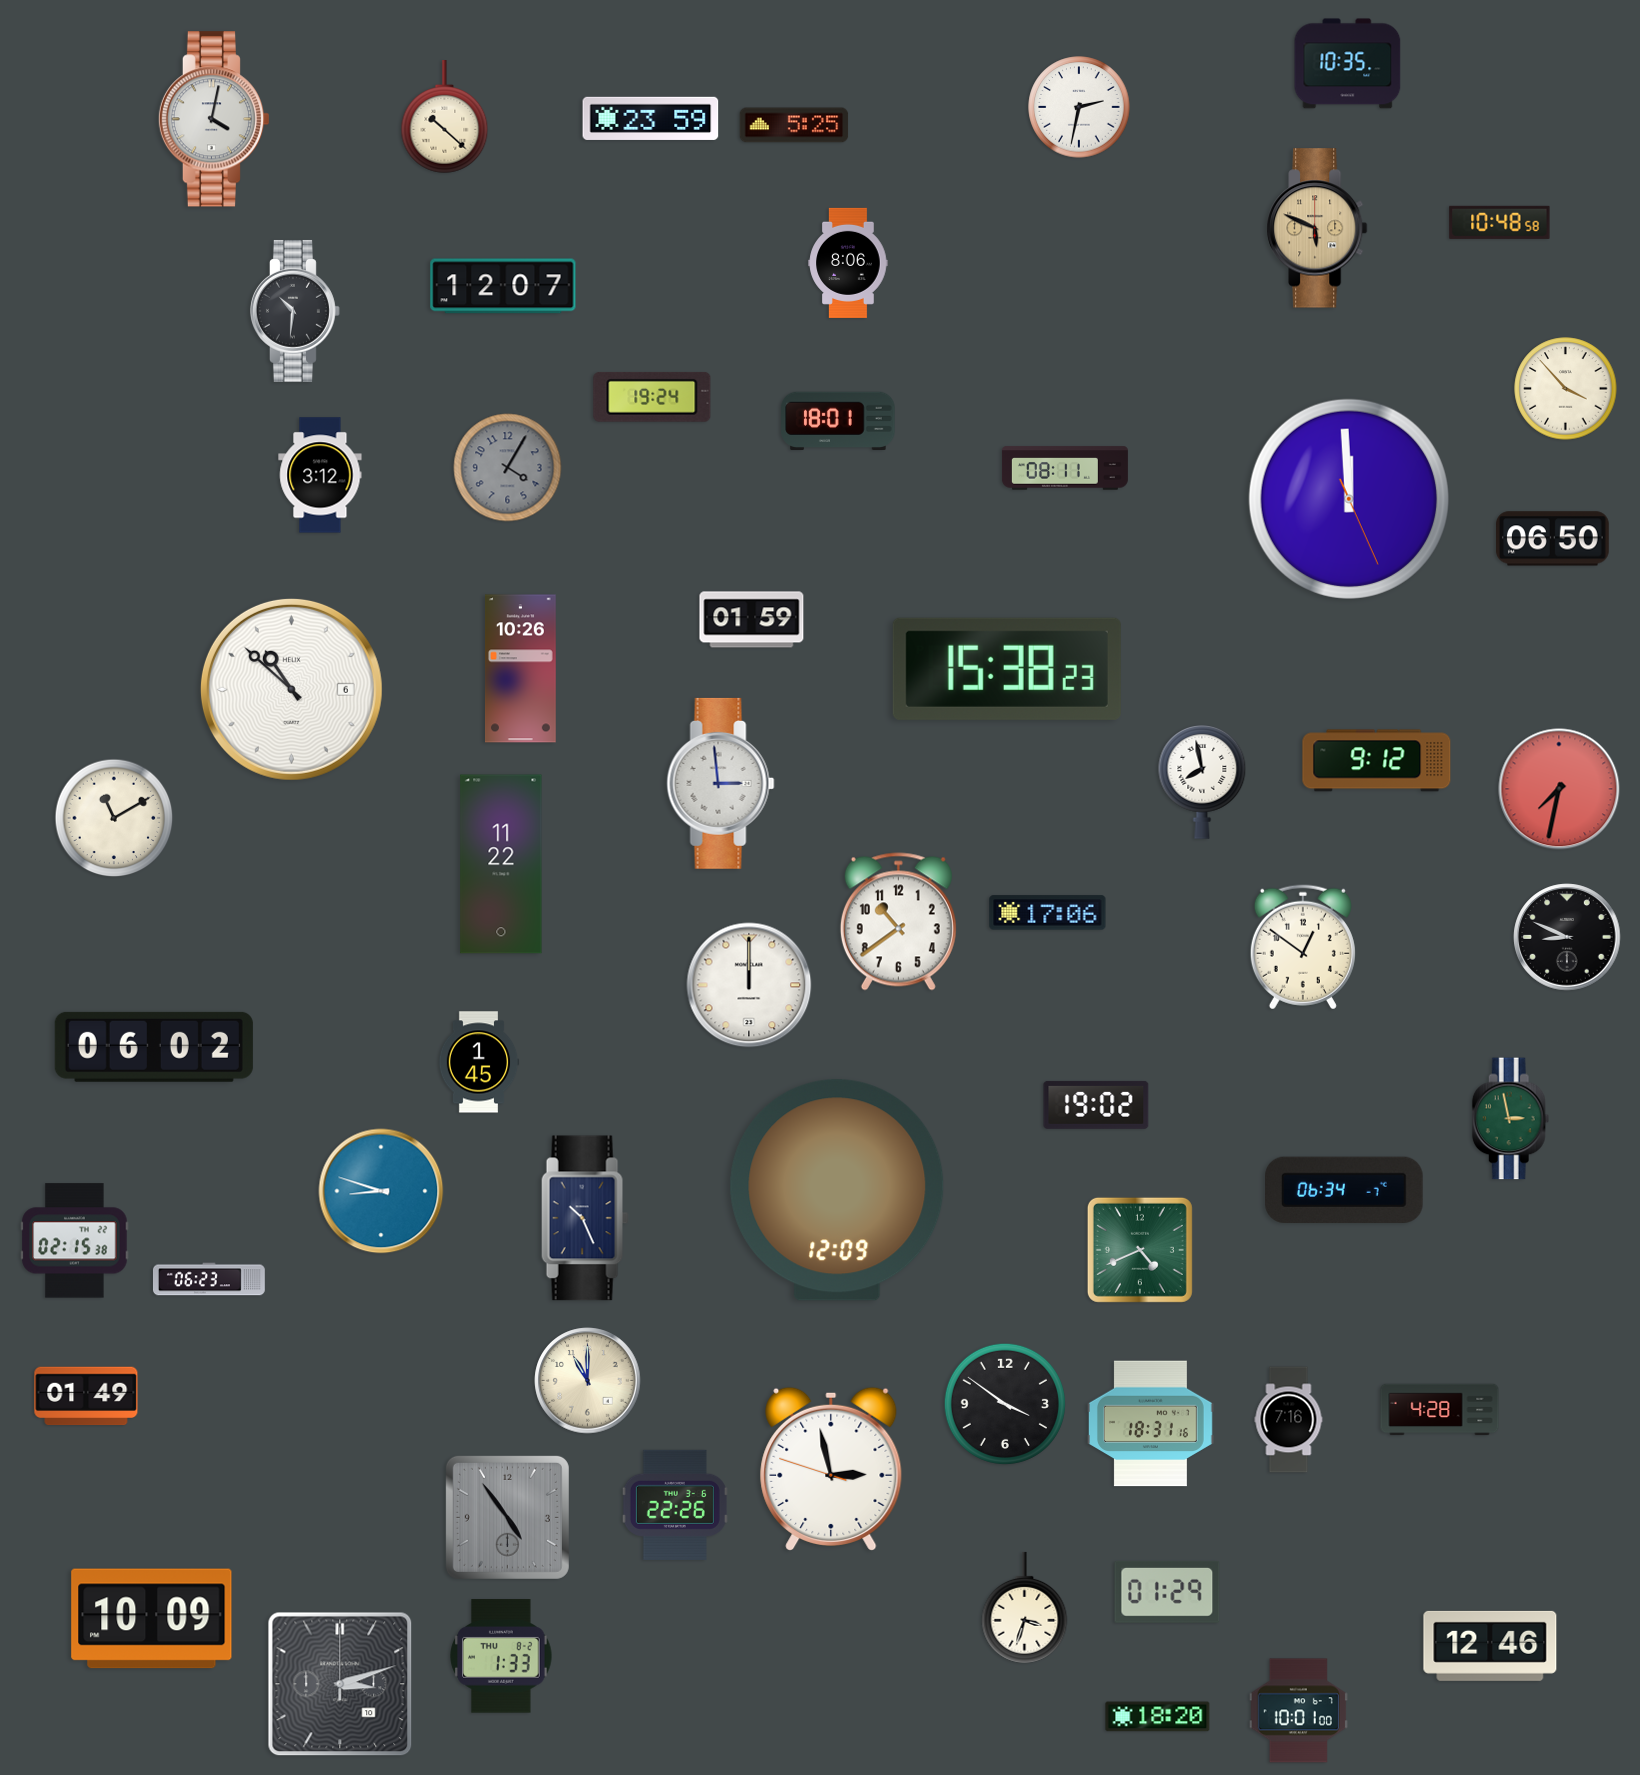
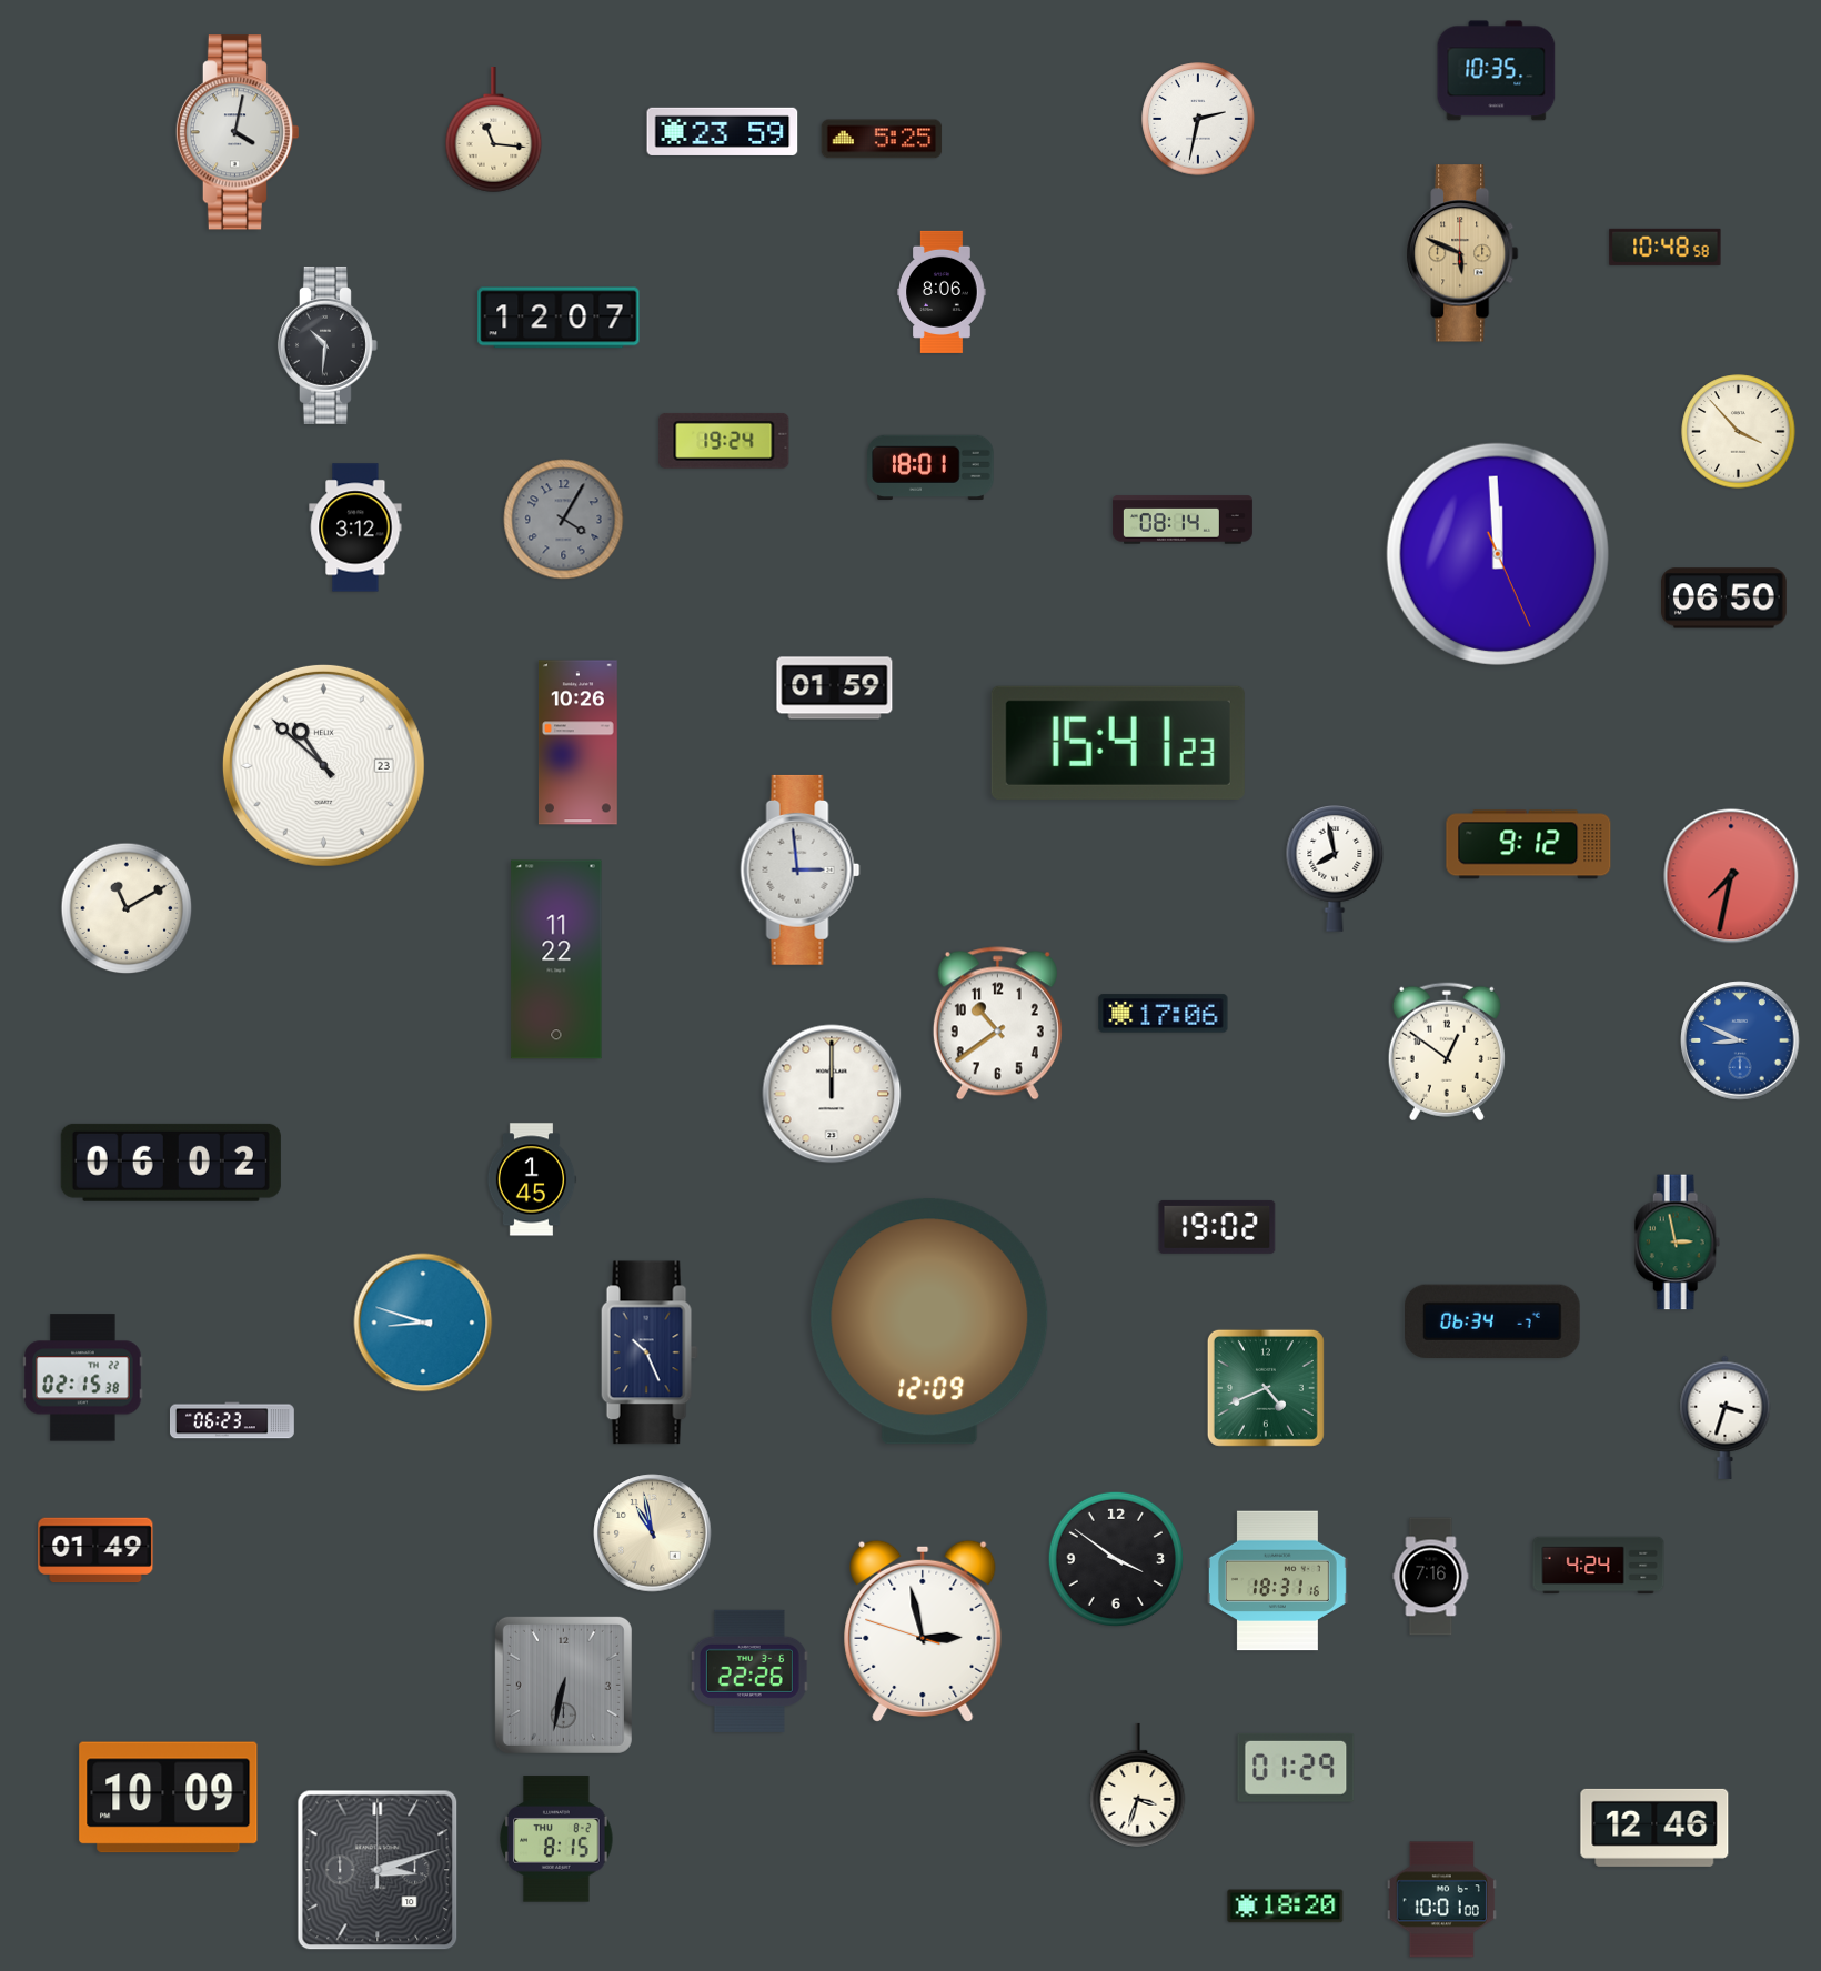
clock at (445, 117): 10:22 -> 11:16
clock at (1065, 468): 08:11 -> 08:14
clock at (1007, 669): 15:38 -> 15:41
clock at (291, 689) date: 6 -> 23
clock at (1567, 937) dial: black -> blue
clock at (1726, 1417): none -> 3:33
clock at (588, 1381): 11:00 -> 10:58
clock at (1440, 1410): 4:28 -> 4:24
clock at (507, 1517): 4:54 -> 6:32
clock at (501, 1656): 1:33 -> 8:15
